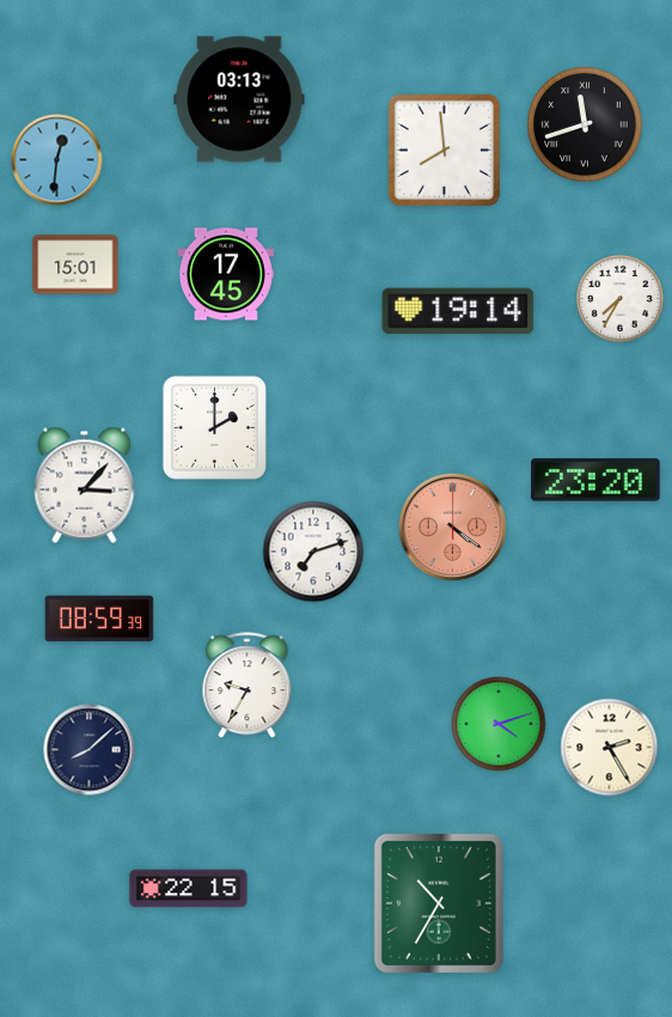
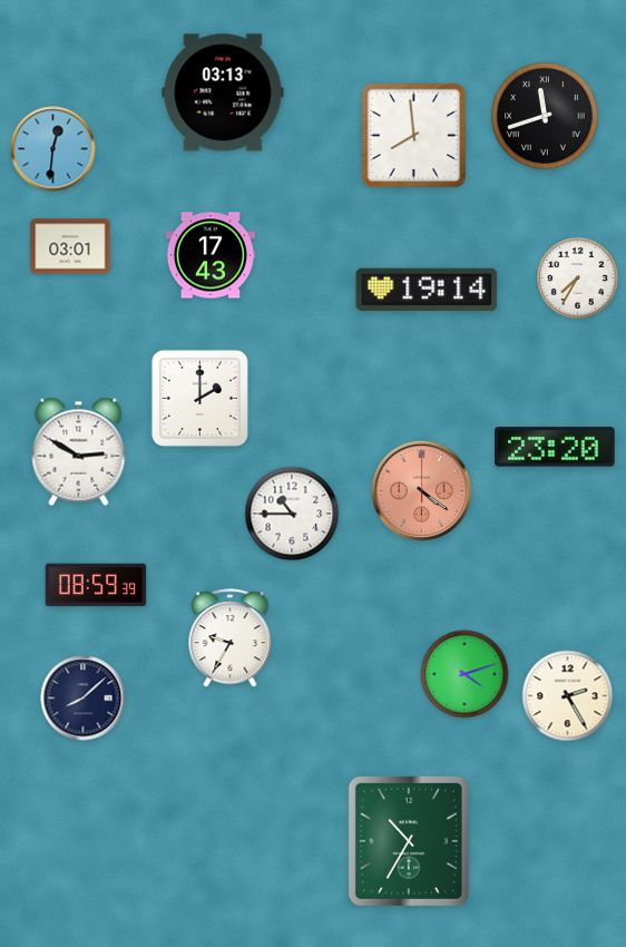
clock at (445, 151) position: (445, 151) -> (414, 136)
clock at (75, 264): 15:01 -> 03:01
clock at (226, 274): 17:45 -> 17:43
clock at (85, 485): 3:07 -> 2:50
clock at (313, 552): 7:12 -> 10:45
clock at (99, 619) position: (99, 619) -> (96, 585)
clock at (189, 889): 22:15 -> none
